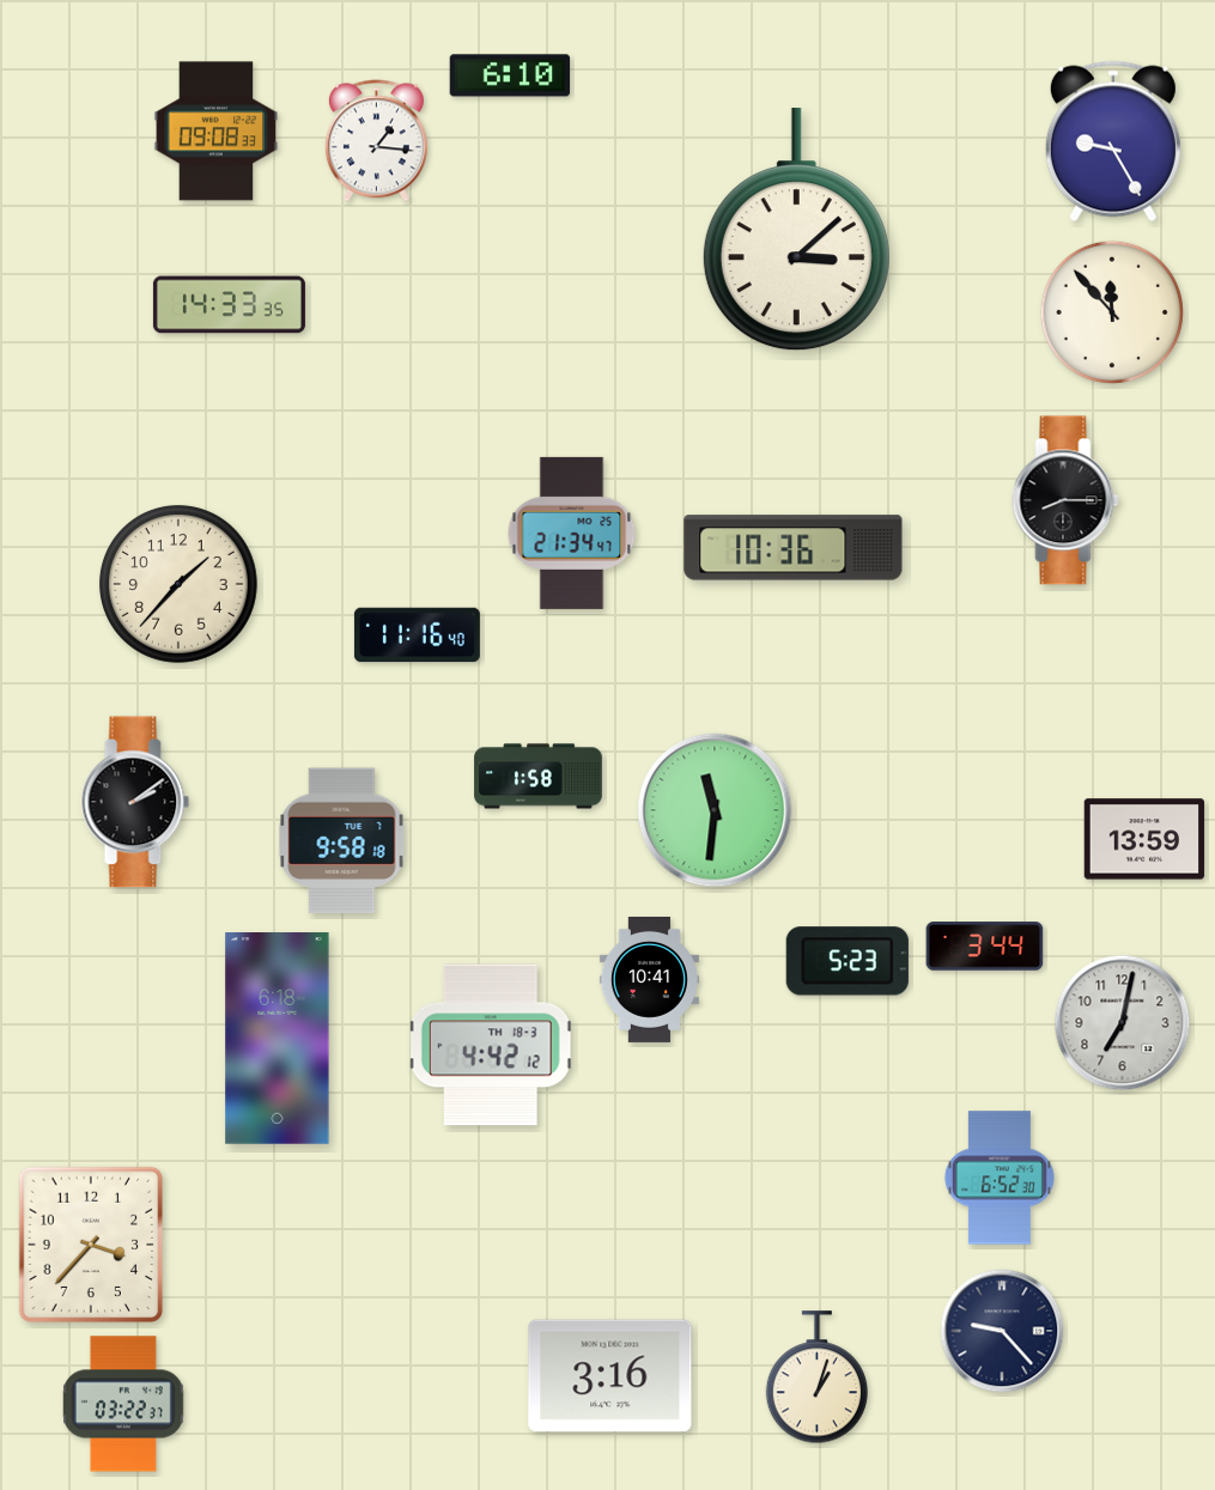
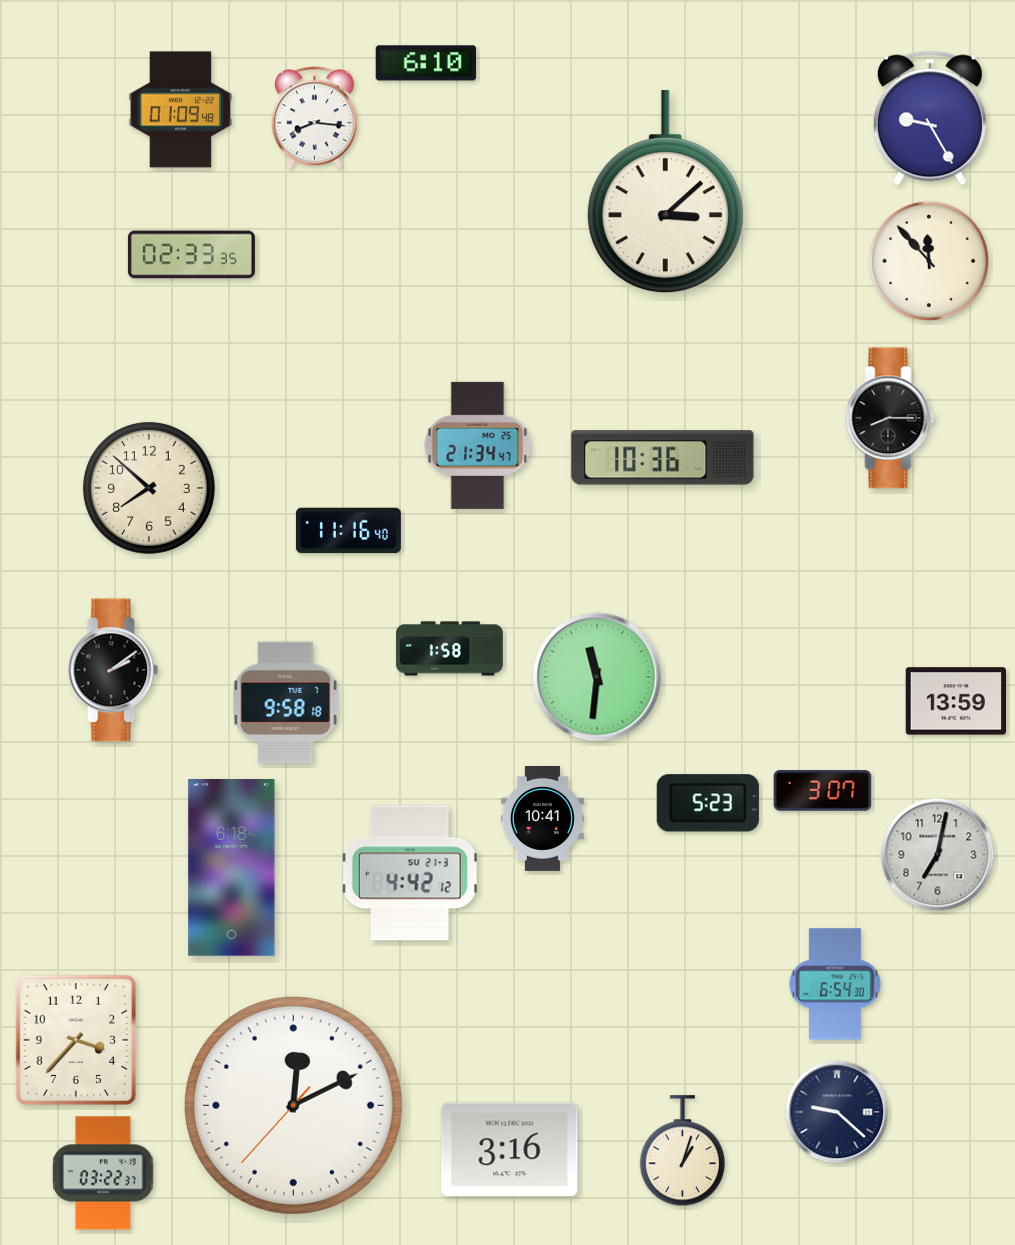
clock at (217, 132): 09:08 -> 01:09
clock at (376, 141): 1:16 -> 8:16
clock at (229, 305): 14:33 -> 02:33
clock at (178, 584): 1:37 -> 7:52
clock at (985, 947): 3:44 -> 3:07
clock at (491, 1045) date: TH 18-3 -> SU 21-3
clock at (1000, 1178): 6:52 -> 6:54
clock at (293, 1105): none -> 12:10
clock at (1002, 1331): 9:23 -> 9:22
